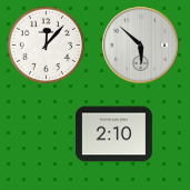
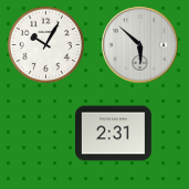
clock at (47, 46): 12:07 -> 10:05
clock at (113, 134): 2:10 -> 2:31
